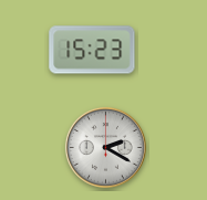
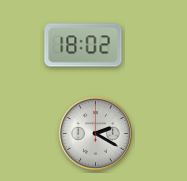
clock at (92, 50): 15:23 -> 18:02
